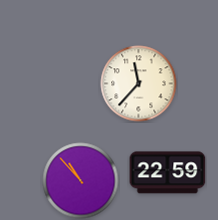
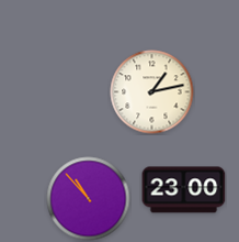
clock at (139, 84): 11:37 -> 1:13
clock at (168, 173): 22:59 -> 23:00
